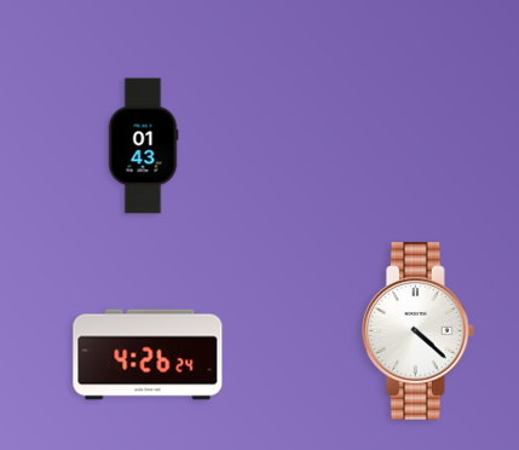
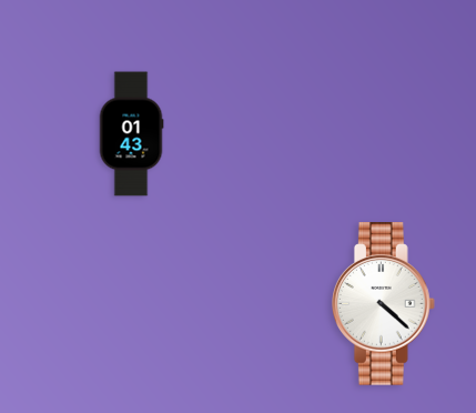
clock at (148, 354): 4:26 -> none
